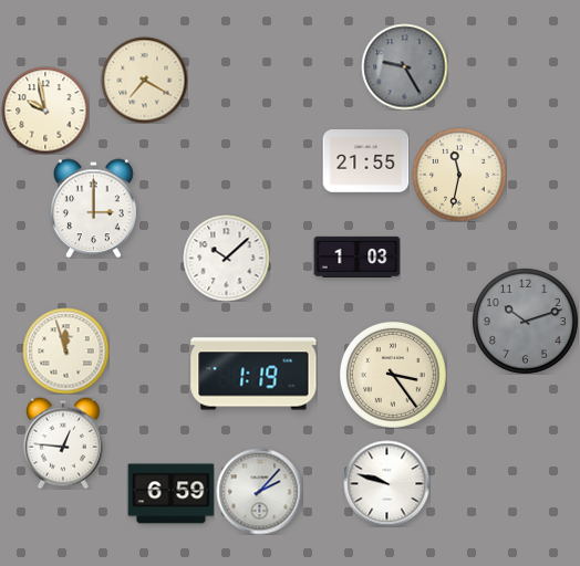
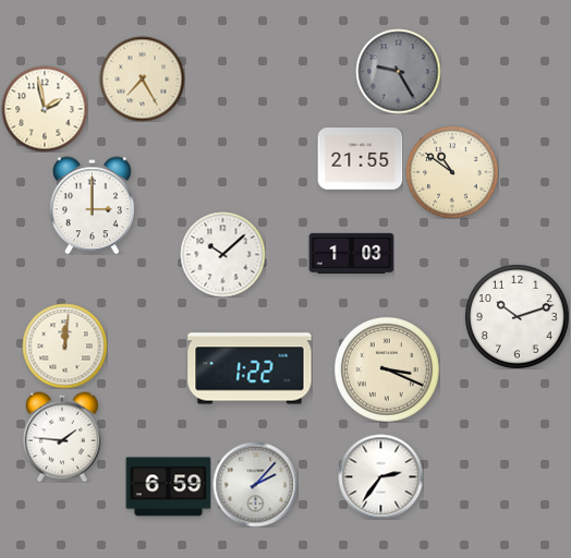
clock at (404, 66) position: (404, 66) -> (398, 71)
clock at (144, 80): 7:20 -> 7:25
clock at (45, 111): 9:58 -> 1:58
clock at (459, 175): 11:32 -> 10:51
clock at (525, 321) dial: grey -> white
clock at (65, 350): 11:57 -> 12:01
clock at (253, 374): 1:19 -> 1:22
clock at (393, 375): 3:24 -> 3:19
clock at (63, 443): 12:46 -> 1:46
clock at (386, 483): 9:48 -> 2:36
